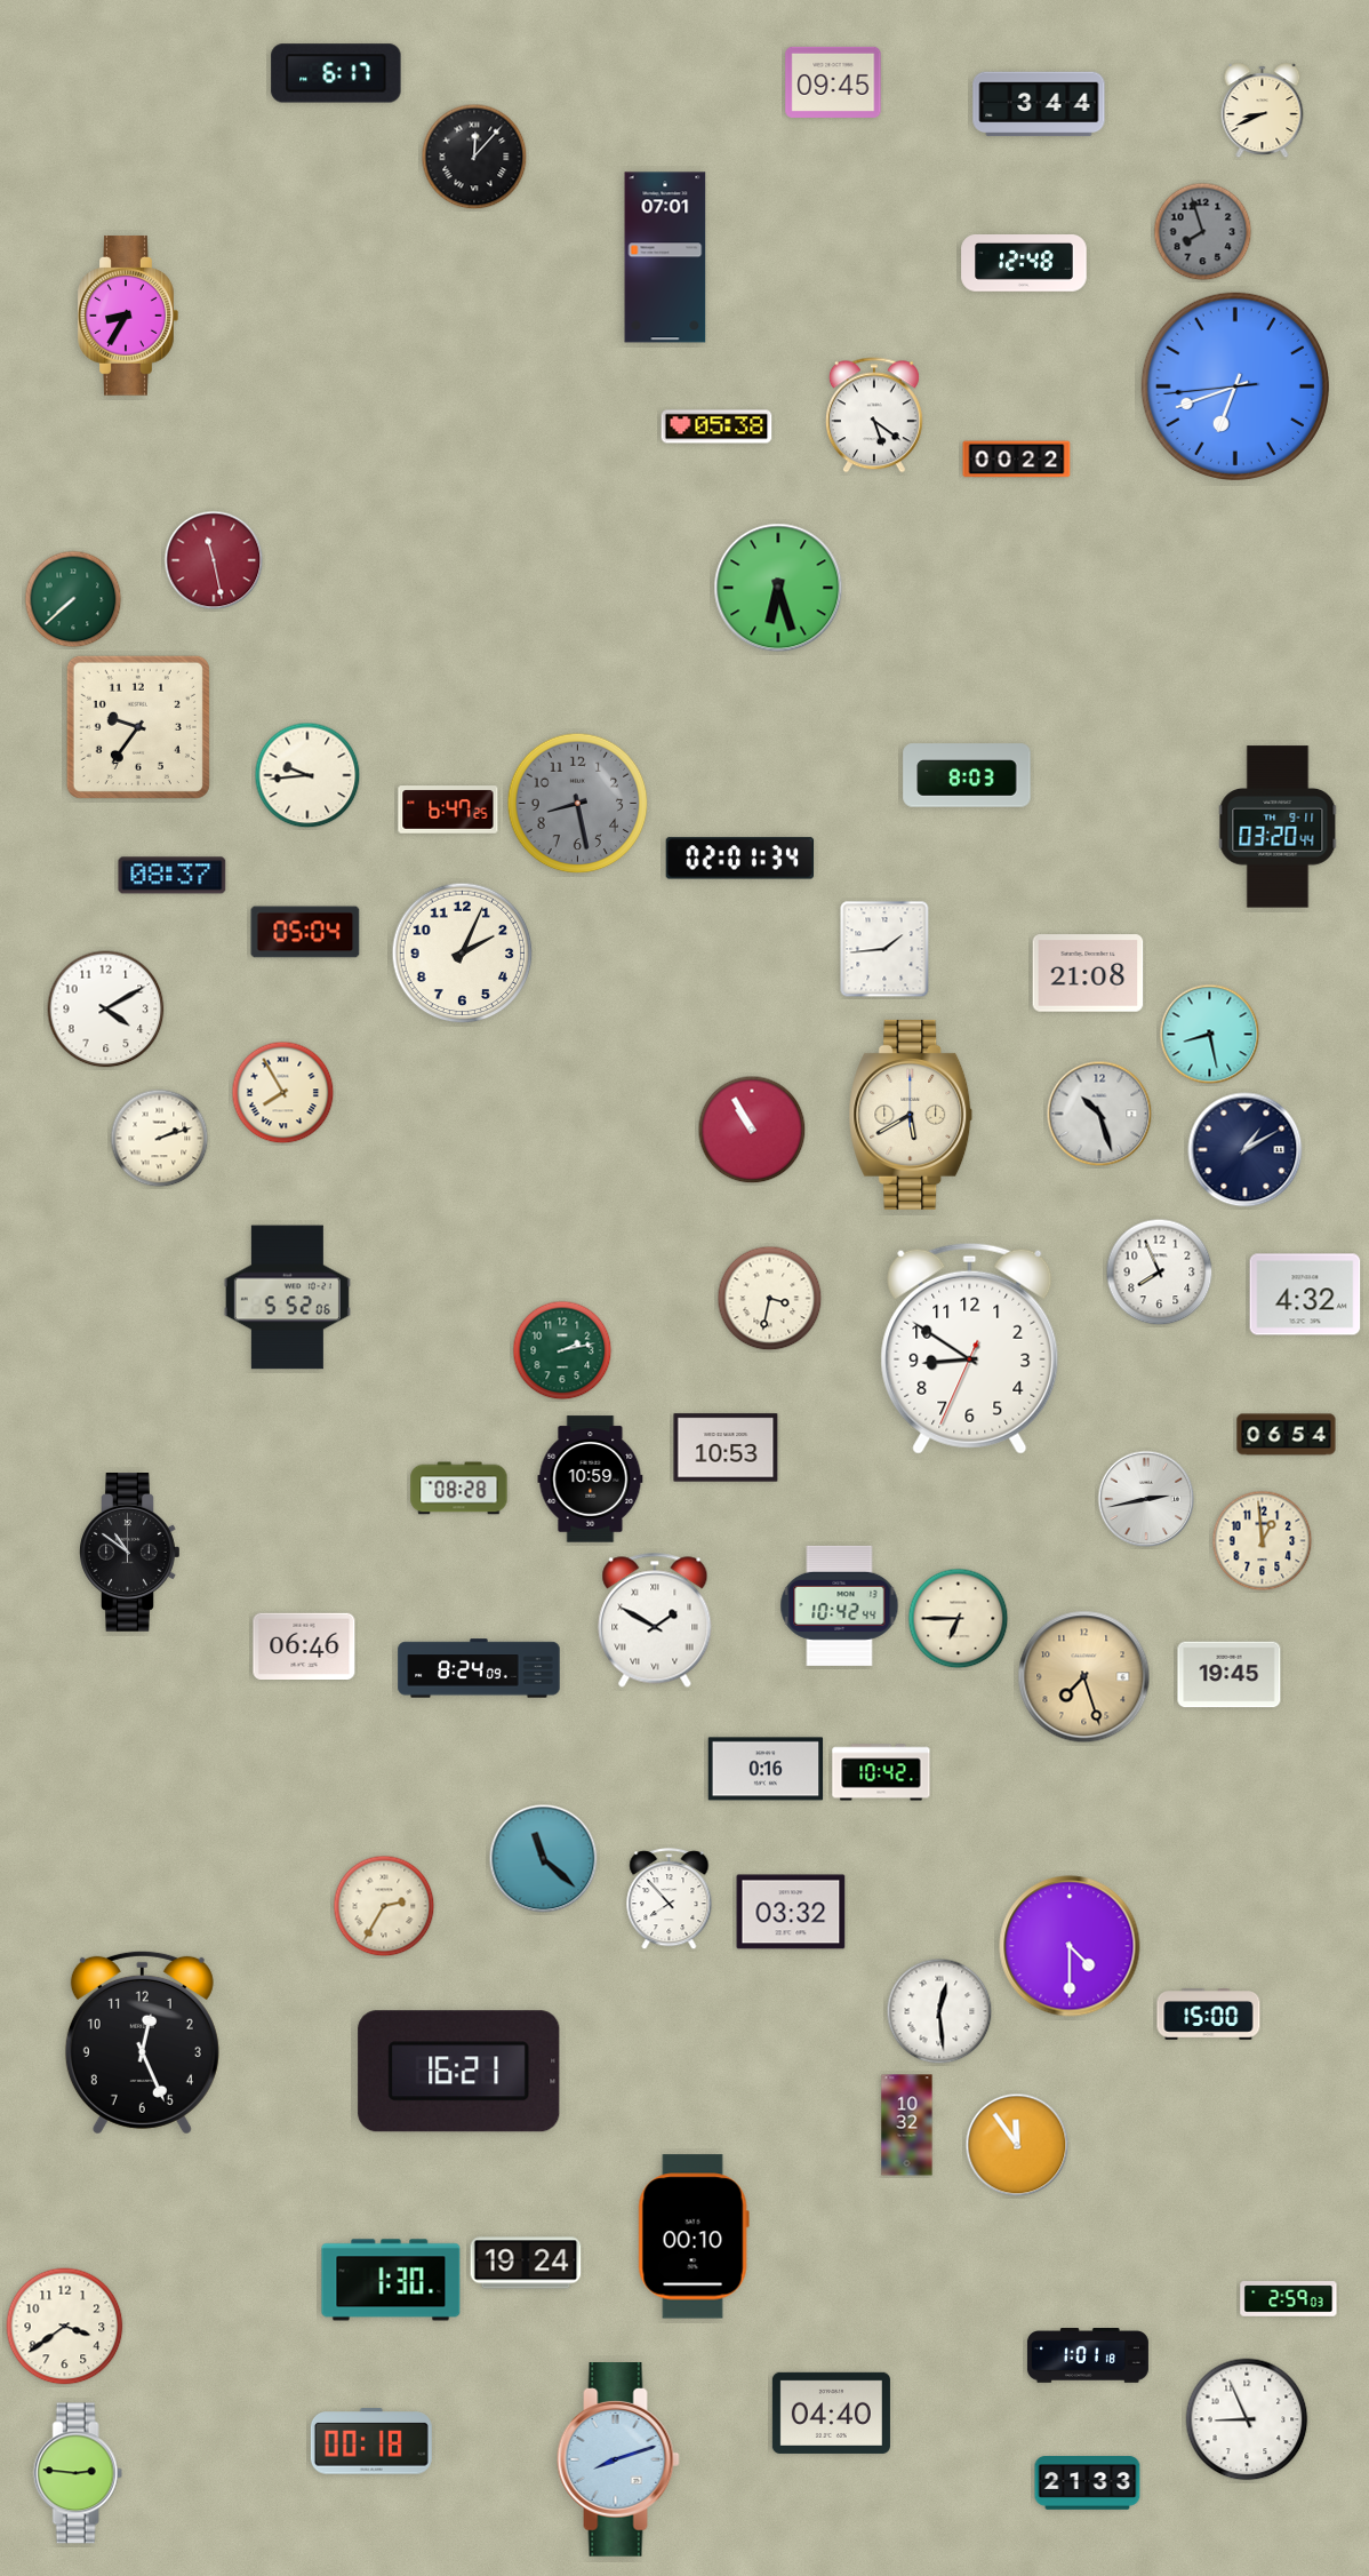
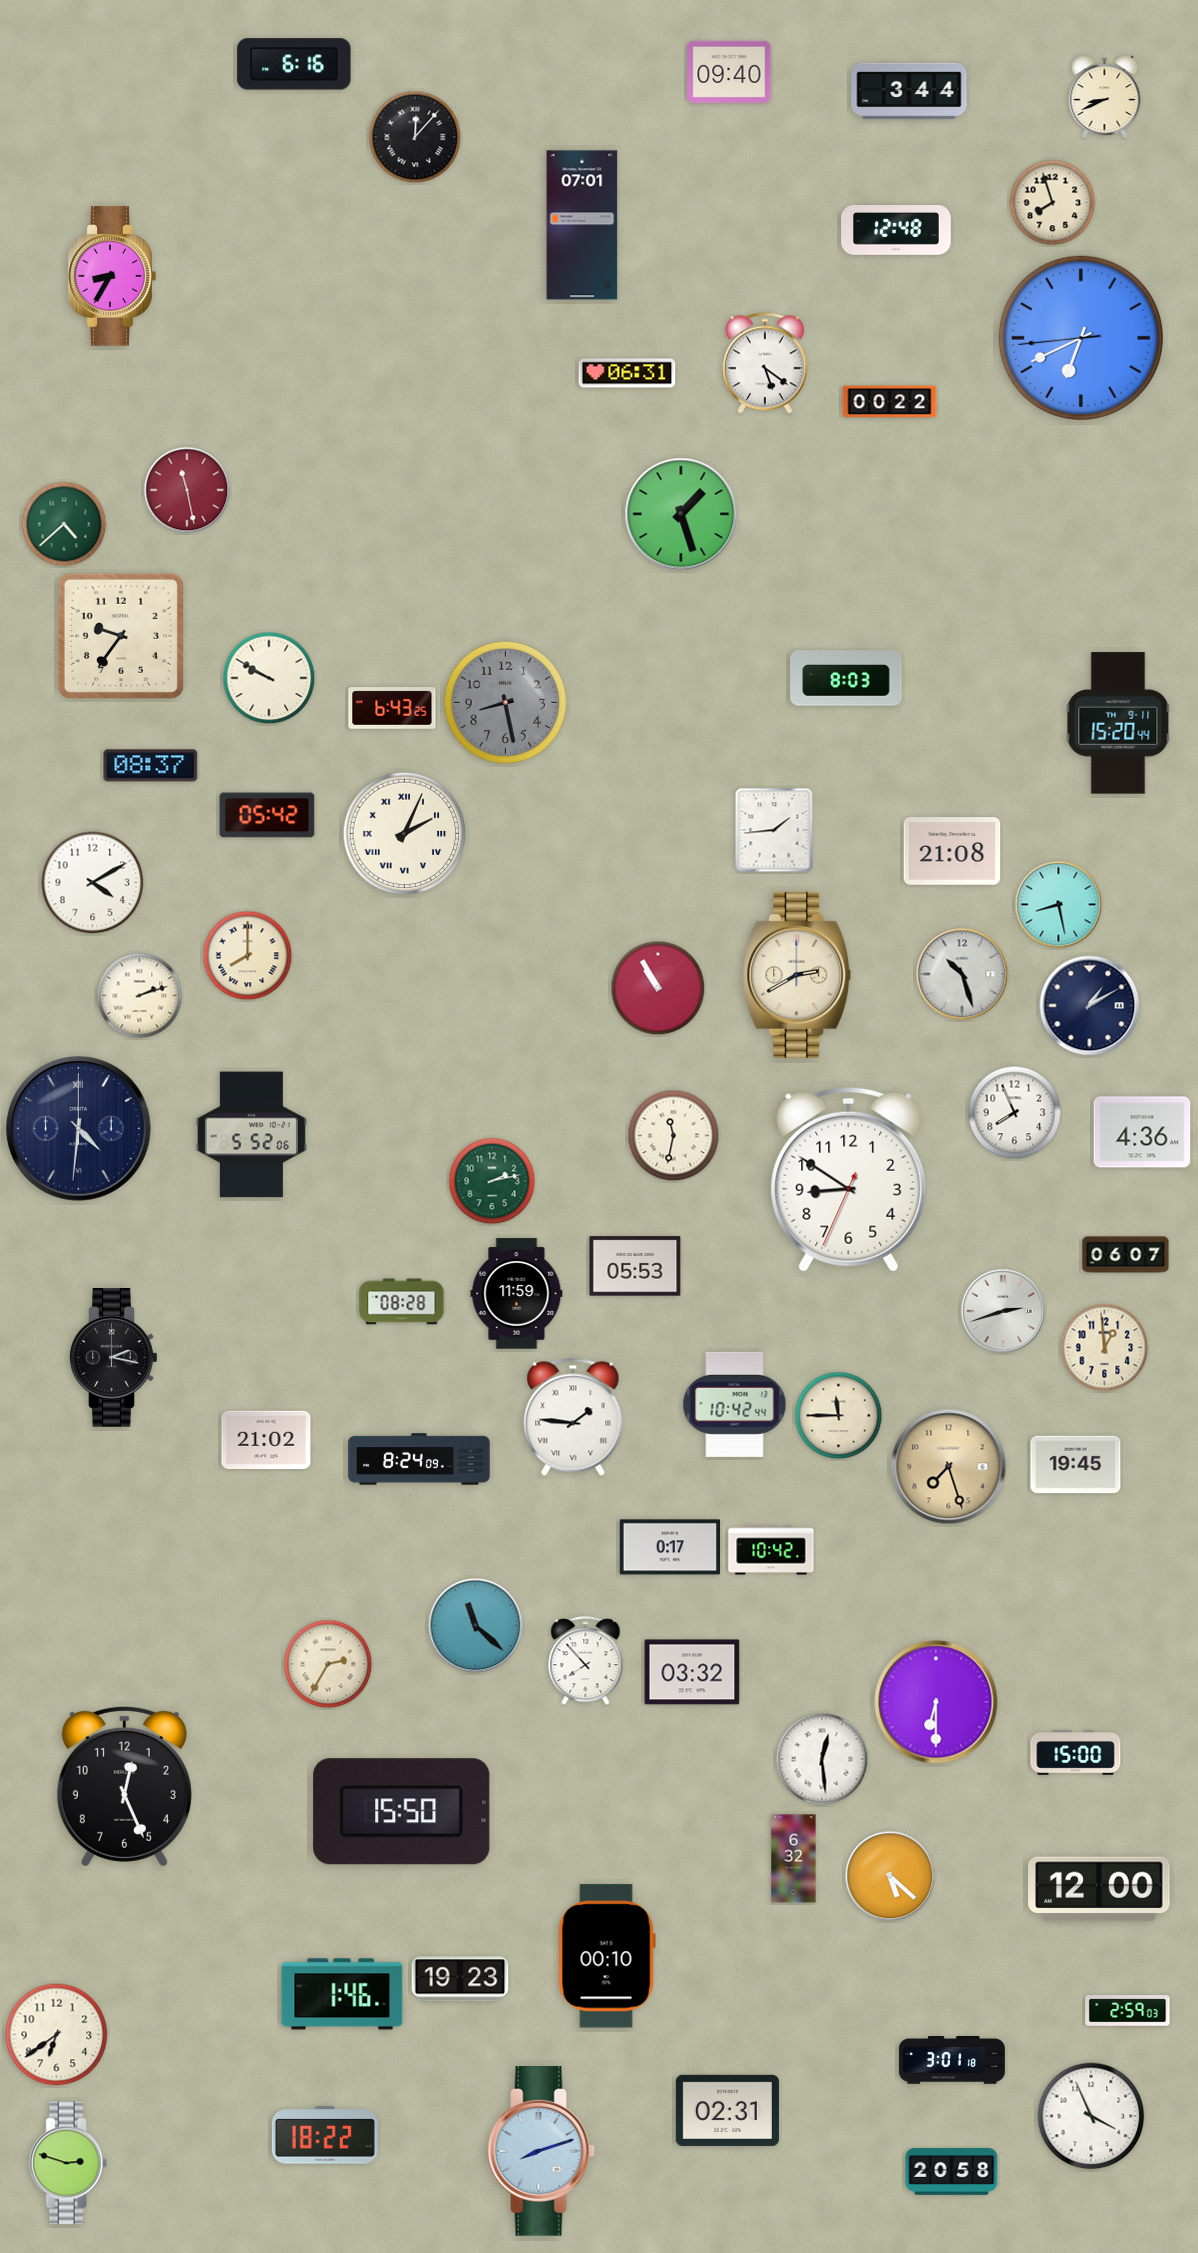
clock at (336, 73): 6:17 -> 6:16
clock at (833, 82): 09:45 -> 09:40
clock at (1203, 232) dial: grey -> cream
clock at (1235, 386): 6:41 -> 6:40
clock at (716, 426): 05:38 -> 06:31
clock at (778, 588): 6:27 -> 1:27
clock at (73, 599): 7:38 -> 4:38
clock at (307, 775): 9:44 -> 9:50
clock at (448, 810): 6:47 -> 6:43
clock at (1278, 827): 03:20 -> 15:20
clock at (740, 859): 02:01 -> none
clock at (305, 932): 05:04 -> 05:42
clock at (463, 954) numerals: Arabic -> Roman
clock at (283, 1093): 7:55 -> 8:00
clock at (911, 1115): 5:40 -> 2:40
clock at (79, 1129): none -> 4:31
clock at (1305, 1294): 4:32 -> 4:36
clock at (770, 1299): 3:32 -> 11:32
clock at (1287, 1435): 06:54 -> 06:07
clock at (726, 1447): 10:53 -> 05:53
clock at (591, 1480): 10:59 -> 11:59
clock at (1146, 1499): 2:43 -> 2:42
clock at (130, 1553): 10:51 -> 2:17
clock at (959, 1619): 6:45 -> 11:45
clock at (655, 1620): 1:50 -> 1:46
clock at (304, 1646): 06:46 -> 21:02
clock at (766, 1769): 0:16 -> 0:17
clock at (384, 1906) position: (384, 1906) -> (328, 1664)
clock at (1070, 1946): 4:30 -> 6:30
clock at (1209, 2015) position: (1209, 2015) -> (1076, 1753)
clock at (459, 2072): 16:21 -> 15:50
clock at (907, 2126): 10:32 -> 6:32
clock at (1017, 2145): 11:54 -> 5:22
clock at (1099, 1889): none -> 12:00
clock at (526, 2263): 19:24 -> 19:23
clock at (391, 2280): 1:30 -> 1:46
clock at (65, 2327): 3:39 -> 6:39
clock at (1088, 2355): 1:01 -> 3:01
clock at (831, 2412): 04:40 -> 02:31
clock at (1247, 2419): 8:56 -> 3:56
clock at (371, 2441): 00:18 -> 18:22
clock at (78, 2473): 2:46 -> 2:48
clock at (1088, 2483): 21:33 -> 20:58
